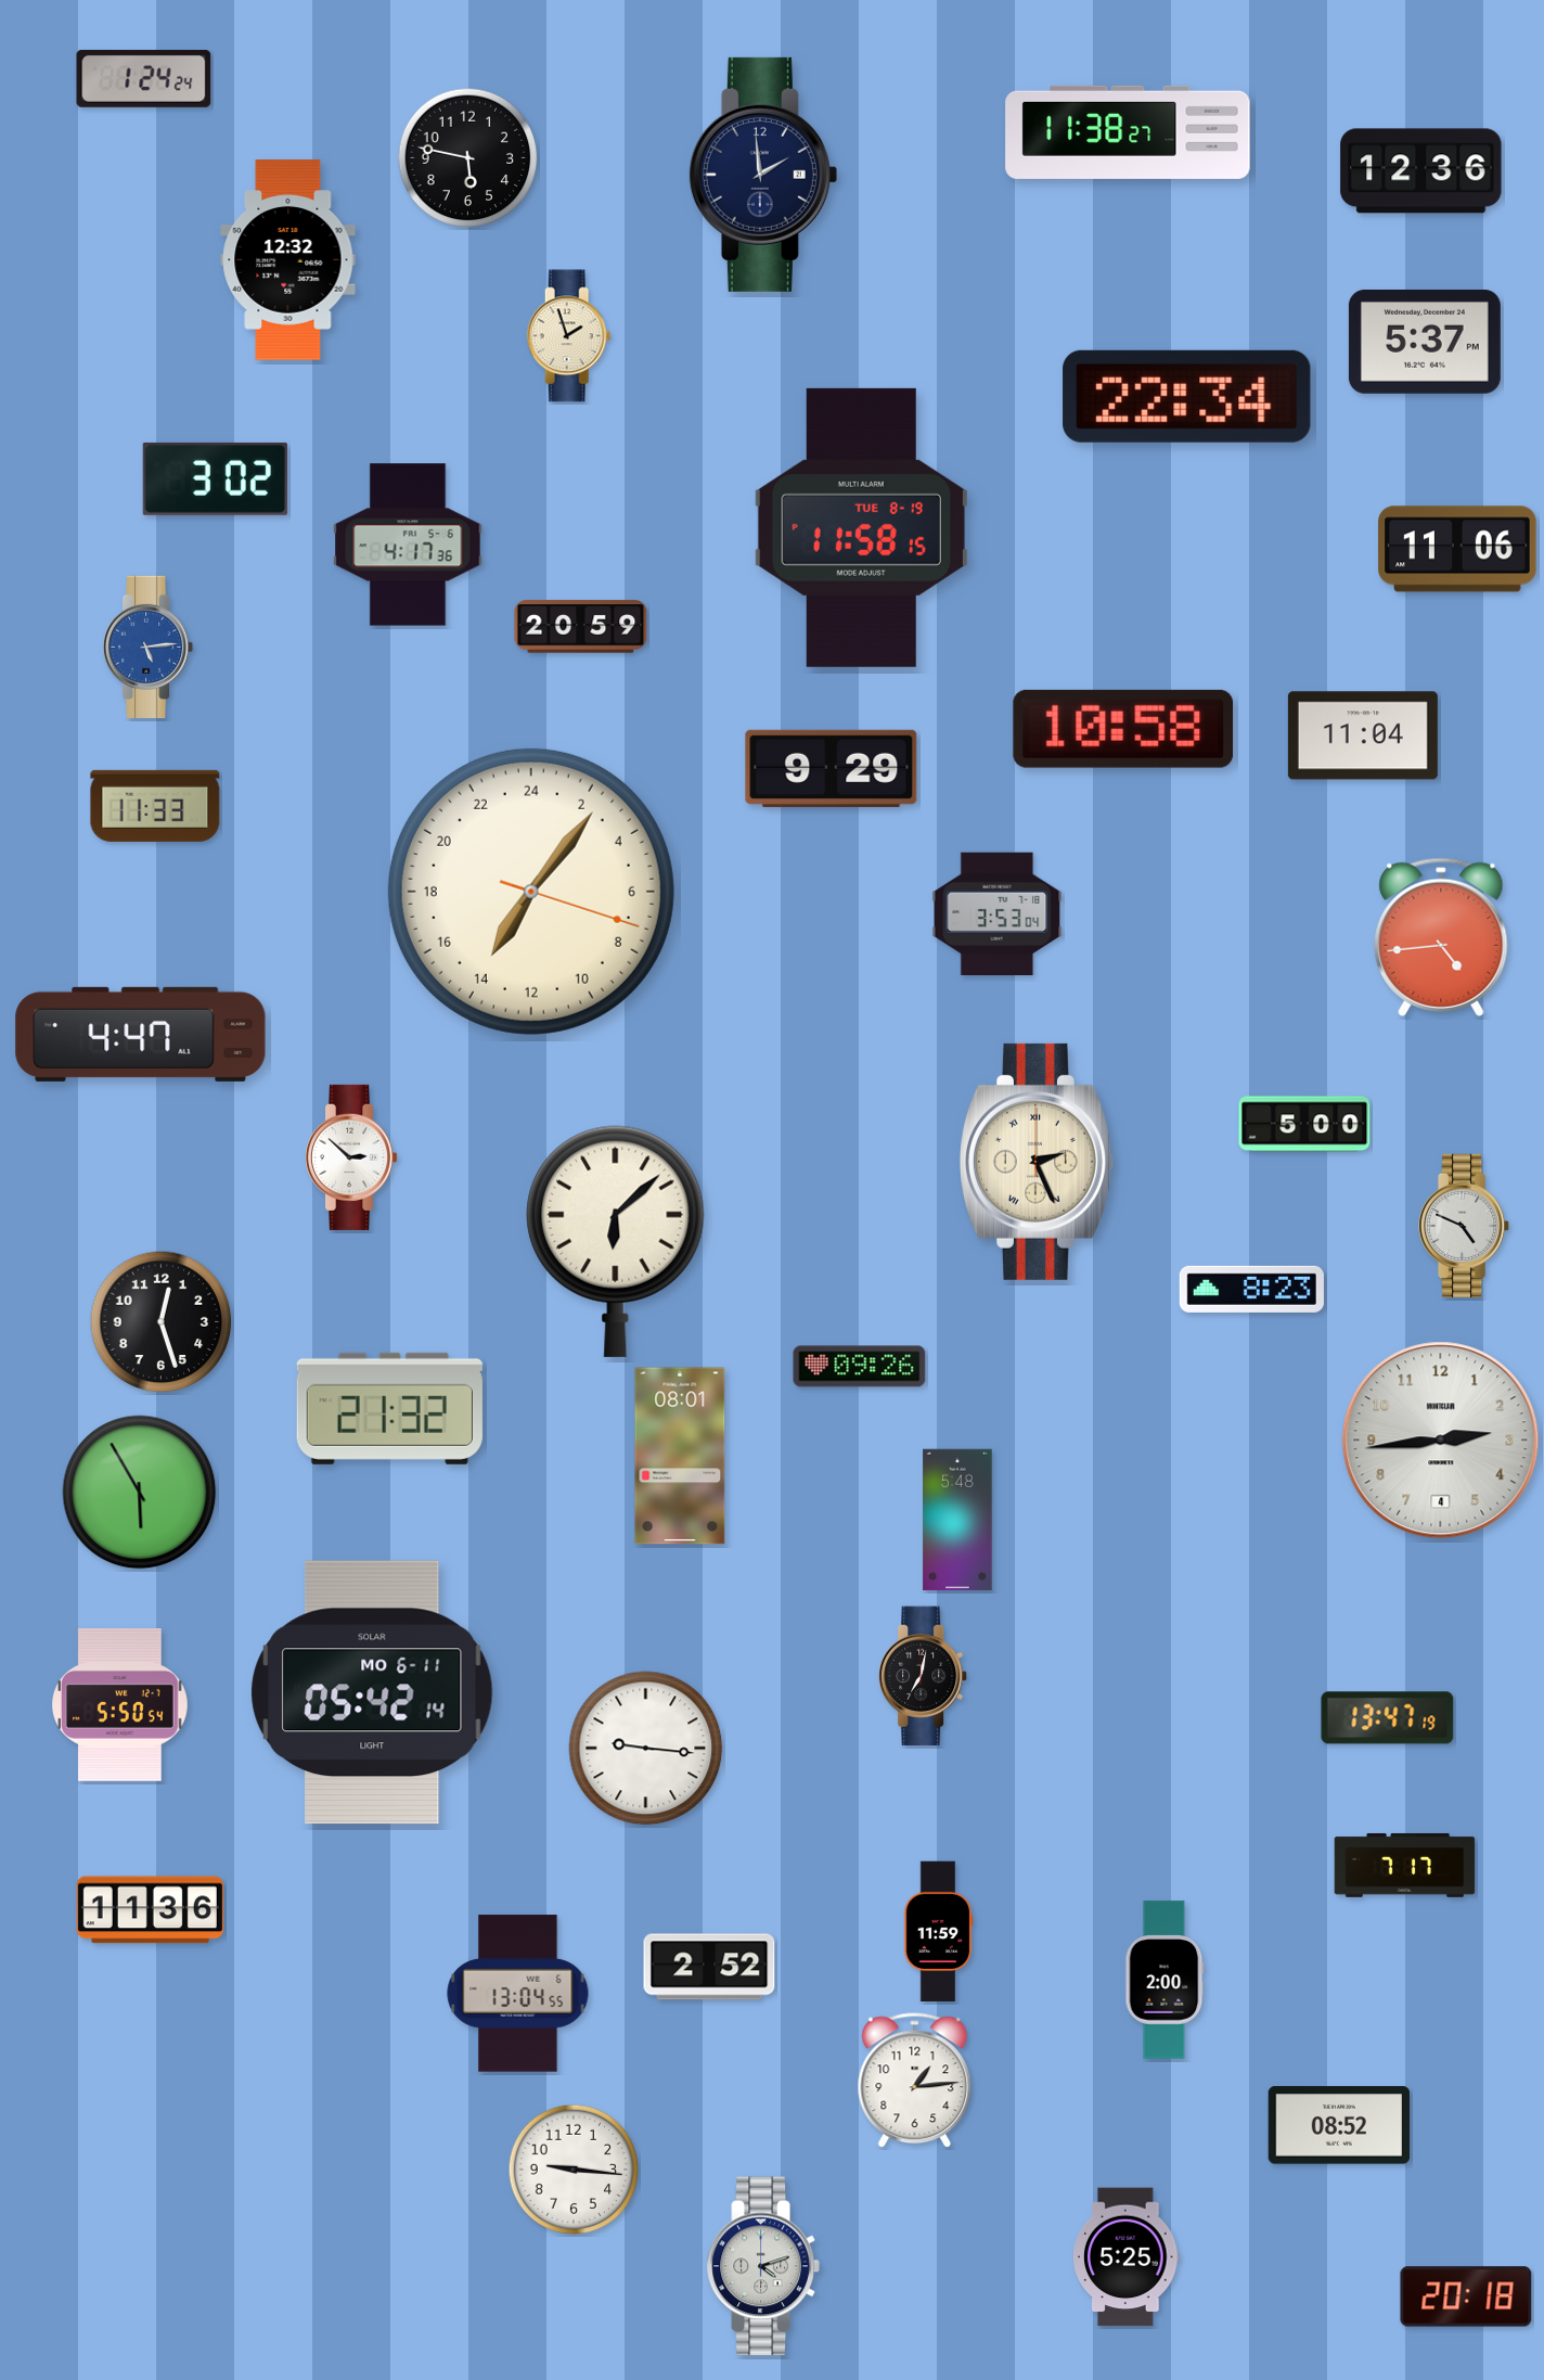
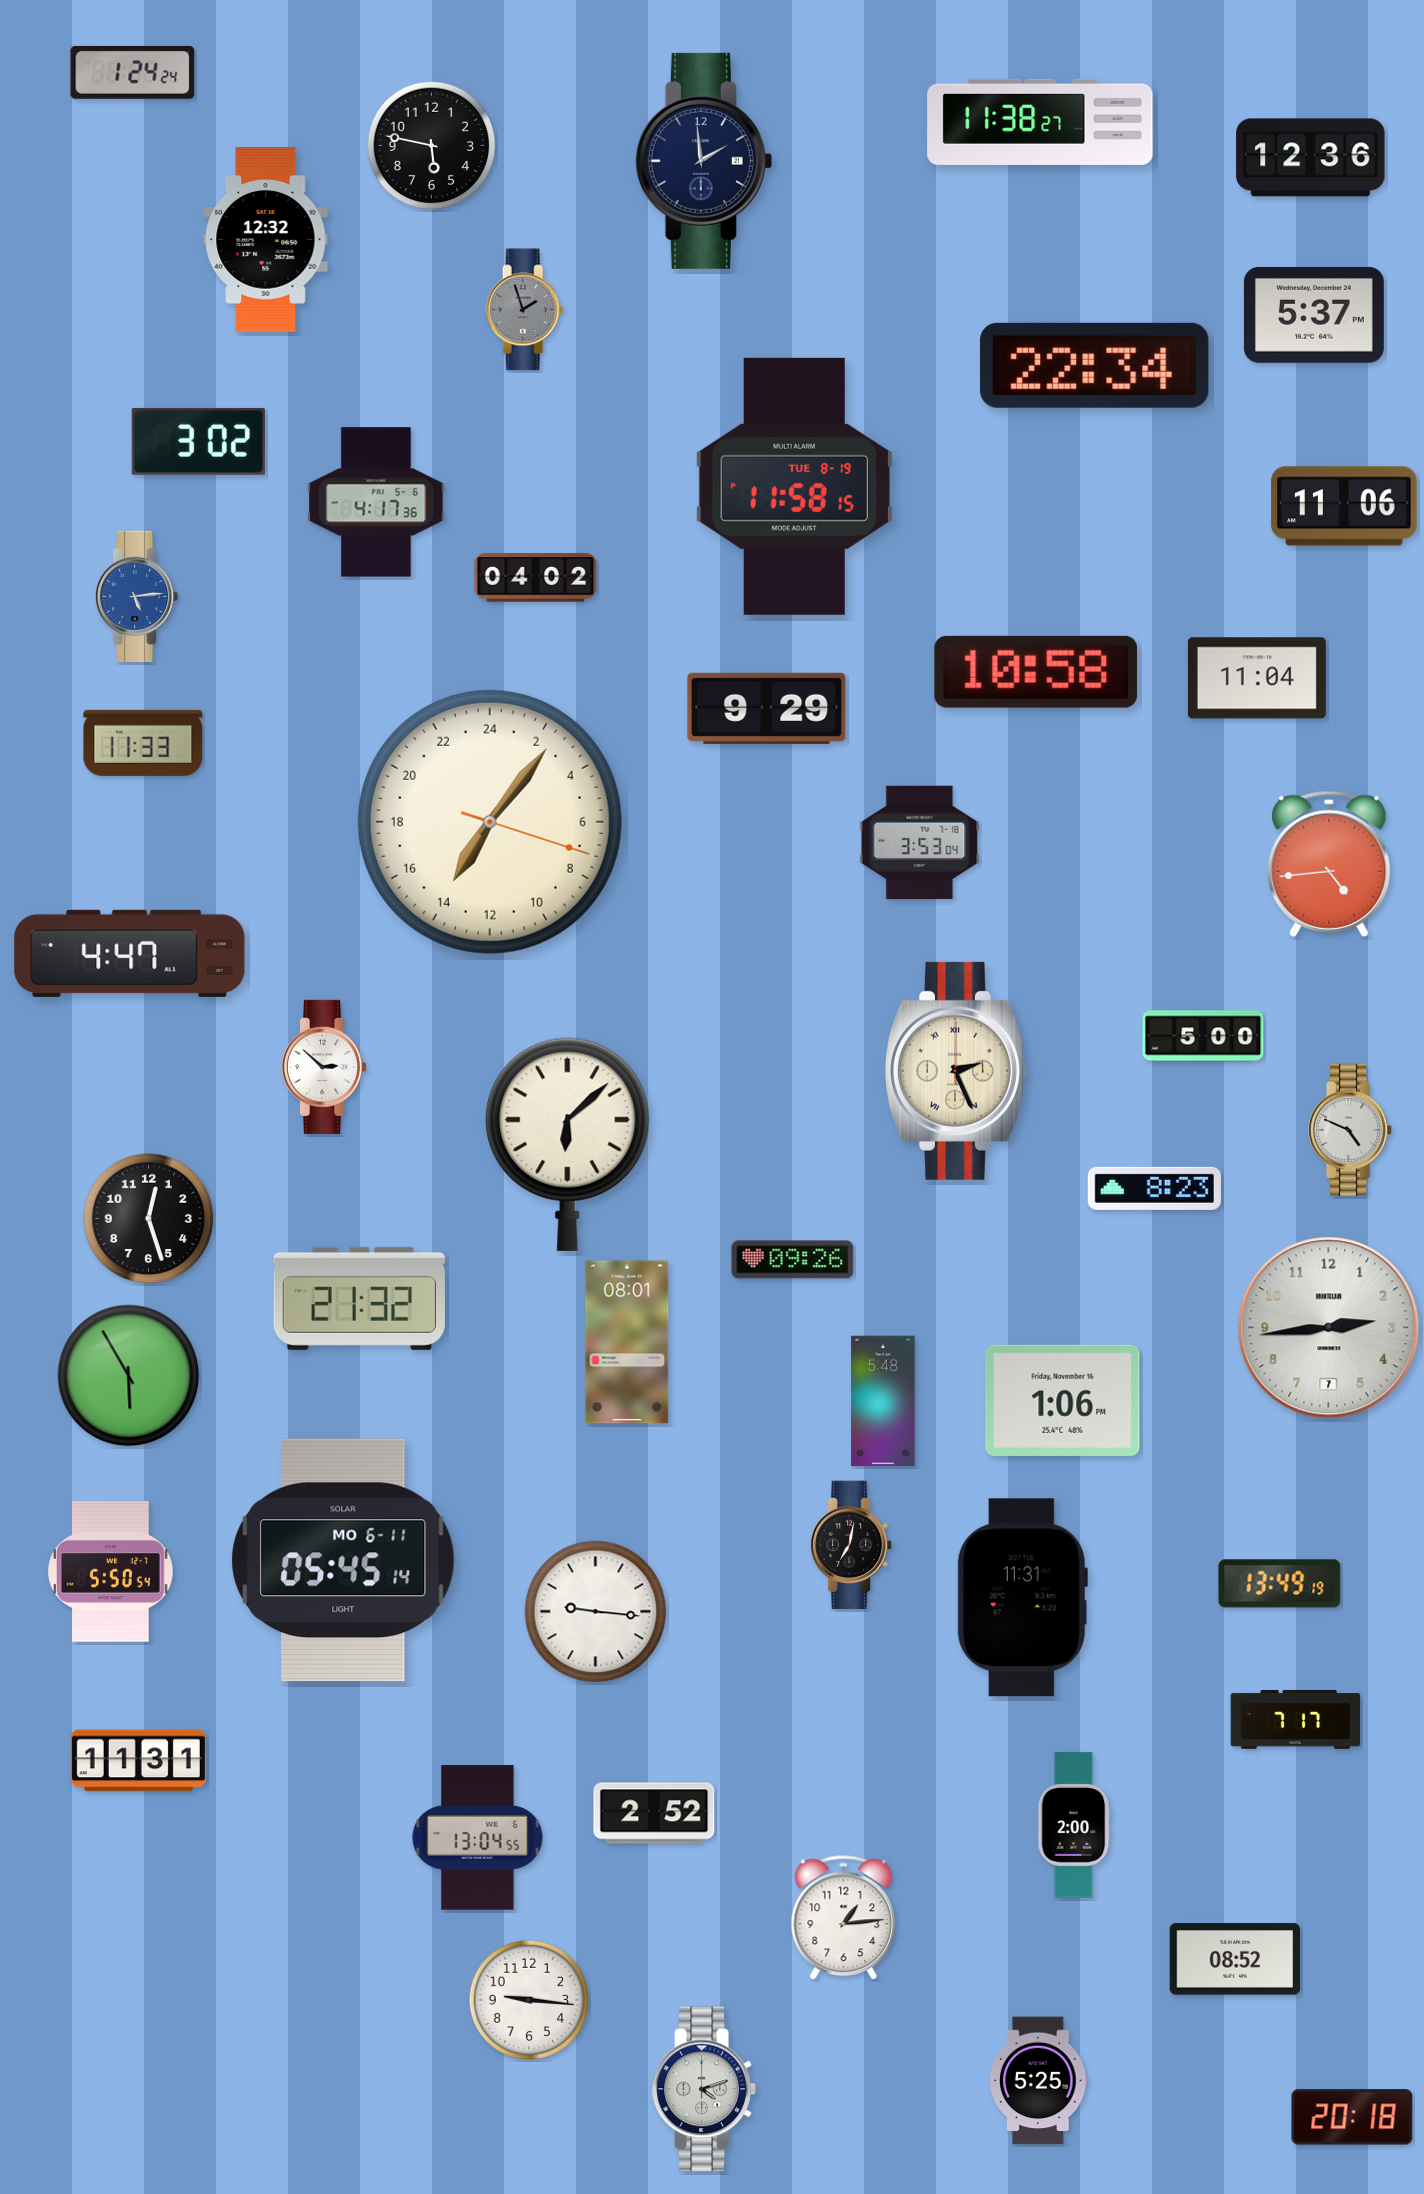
clock at (569, 336) dial: cream -> grey
clock at (581, 627): 20:59 -> 04:02
clock at (1441, 1441) date: 4 -> 7
clock at (1063, 1400): none -> 1:06
clock at (372, 1692): 05:42 -> 05:45
clock at (1388, 1718): 13:47 -> 13:49
clock at (1022, 1598): none -> 11:31
clock at (150, 1910): 11:36 -> 11:31
clock at (938, 1932): 11:59 -> none
